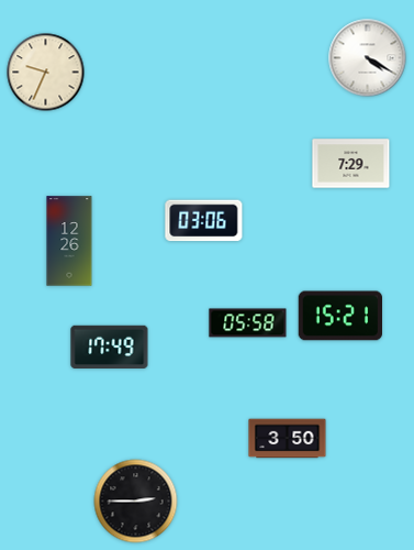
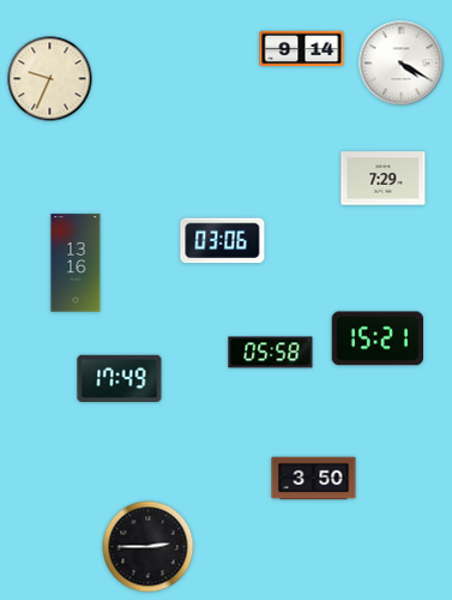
clock at (302, 49): none -> 9:14
clock at (69, 241): 12:26 -> 13:16
clock at (339, 316) position: (339, 316) -> (376, 338)
